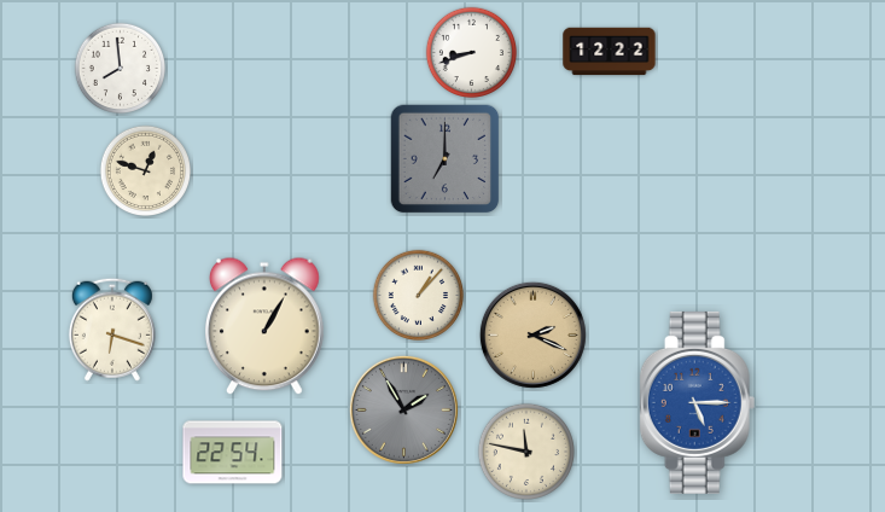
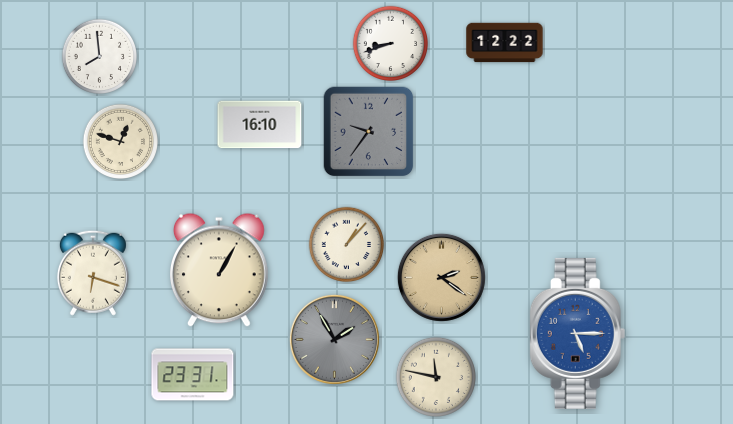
clock at (260, 125): none -> 16:10
clock at (446, 159): 7:00 -> 9:36
clock at (532, 334): 2:19 -> 2:21
clock at (526, 452) position: (526, 452) -> (436, 377)
clock at (233, 453): 22:54 -> 23:31
